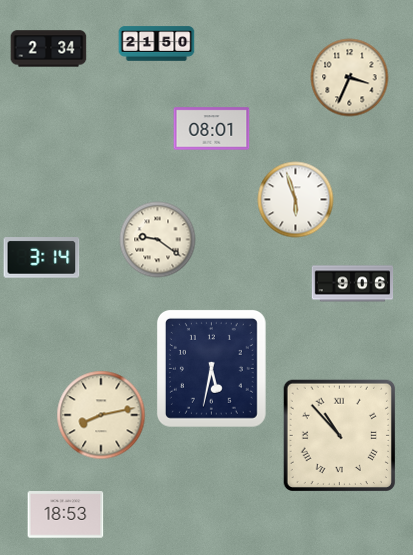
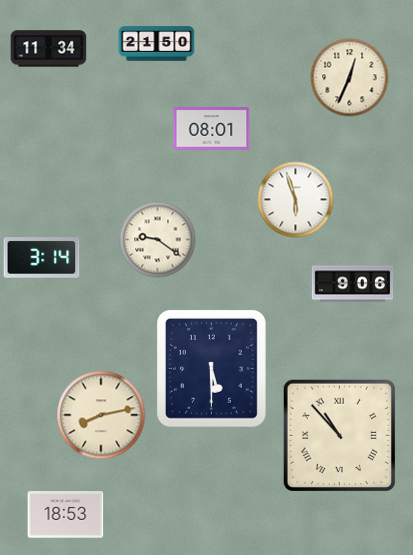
clock at (49, 49): 2:34 -> 11:34
clock at (350, 78): 3:34 -> 12:34
clock at (211, 368): 5:32 -> 5:30
